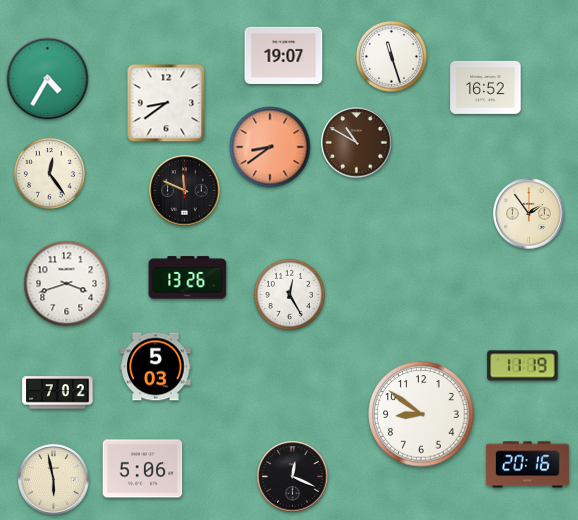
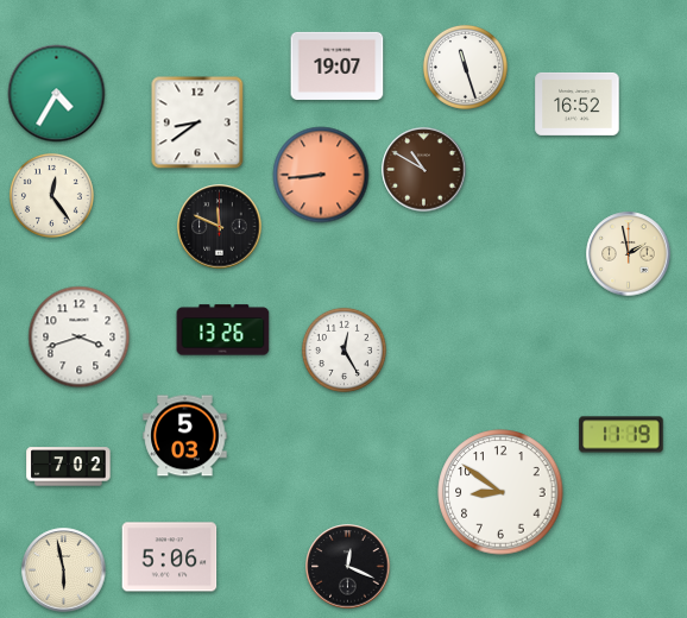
clock at (270, 147): 8:39 -> 8:44
clock at (49, 173) position: (49, 173) -> (51, 195)
clock at (529, 214): 1:54 -> 1:58
clock at (527, 465): 20:16 -> none
